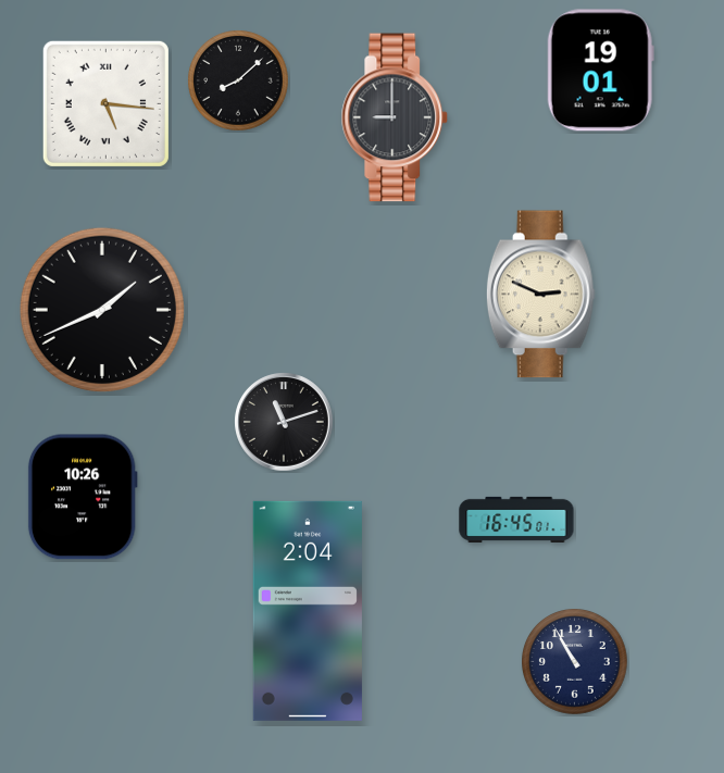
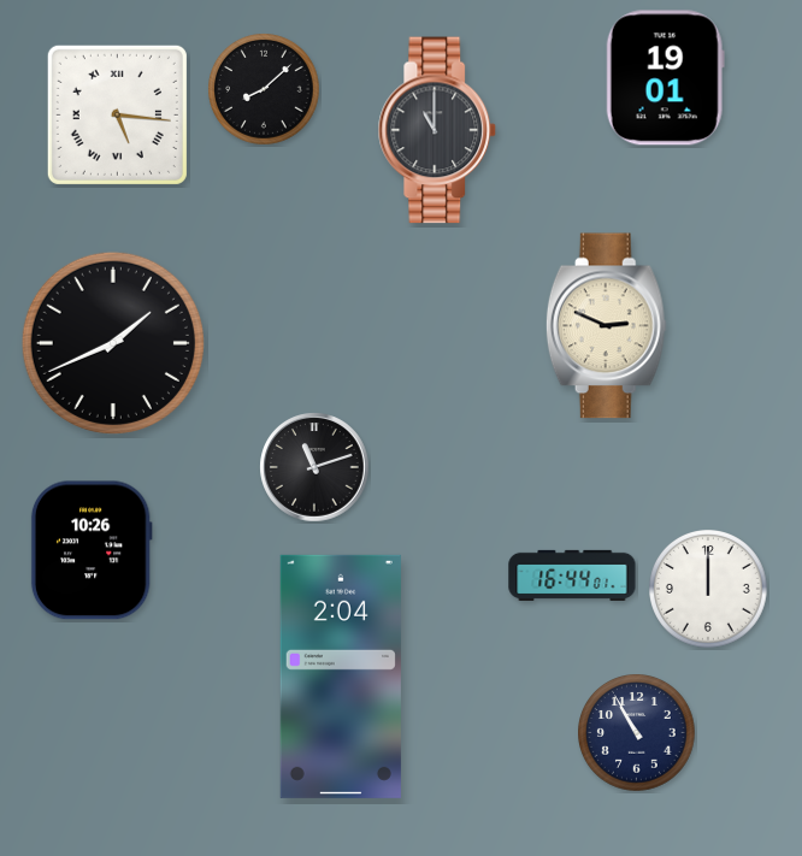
clock at (395, 117): 9:00 -> 11:00
clock at (540, 295) position: (540, 295) -> (606, 326)
clock at (516, 520): 16:45 -> 16:44
clock at (709, 590): none -> 12:00
